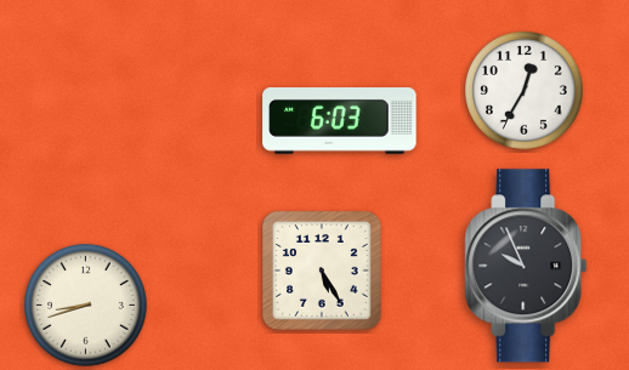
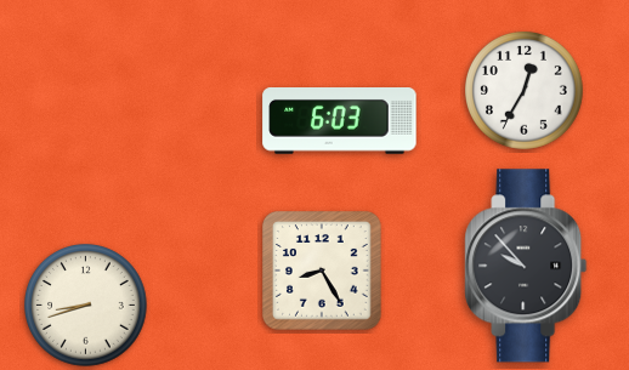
clock at (526, 266): 9:56 -> 9:53
clock at (322, 271): 5:25 -> 8:25
